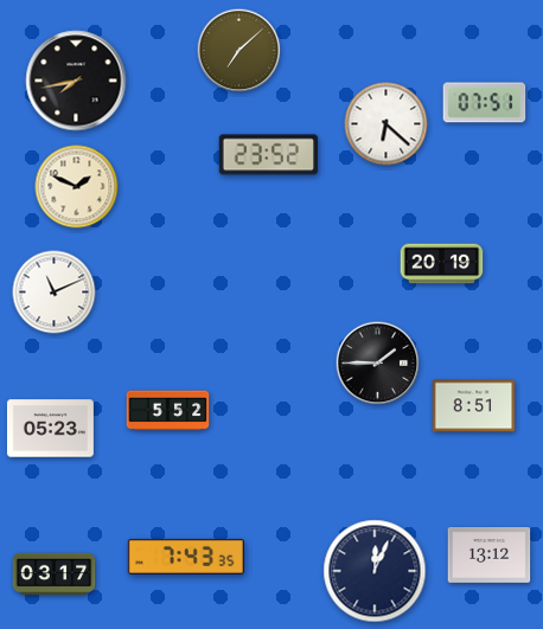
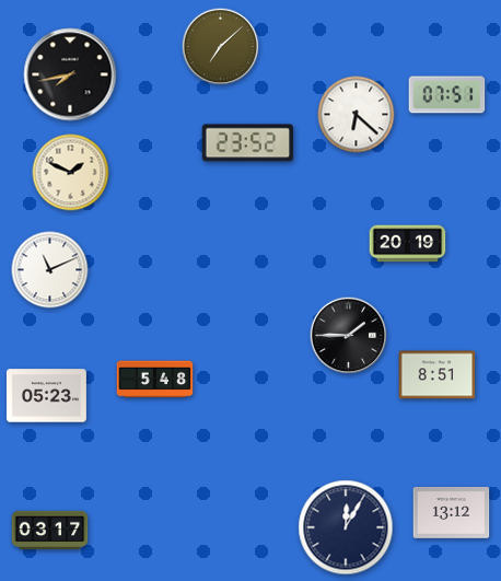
clock at (168, 411): 5:52 -> 5:48
clock at (186, 557): 7:43 -> none
clock at (375, 571): 12:04 -> 12:05
